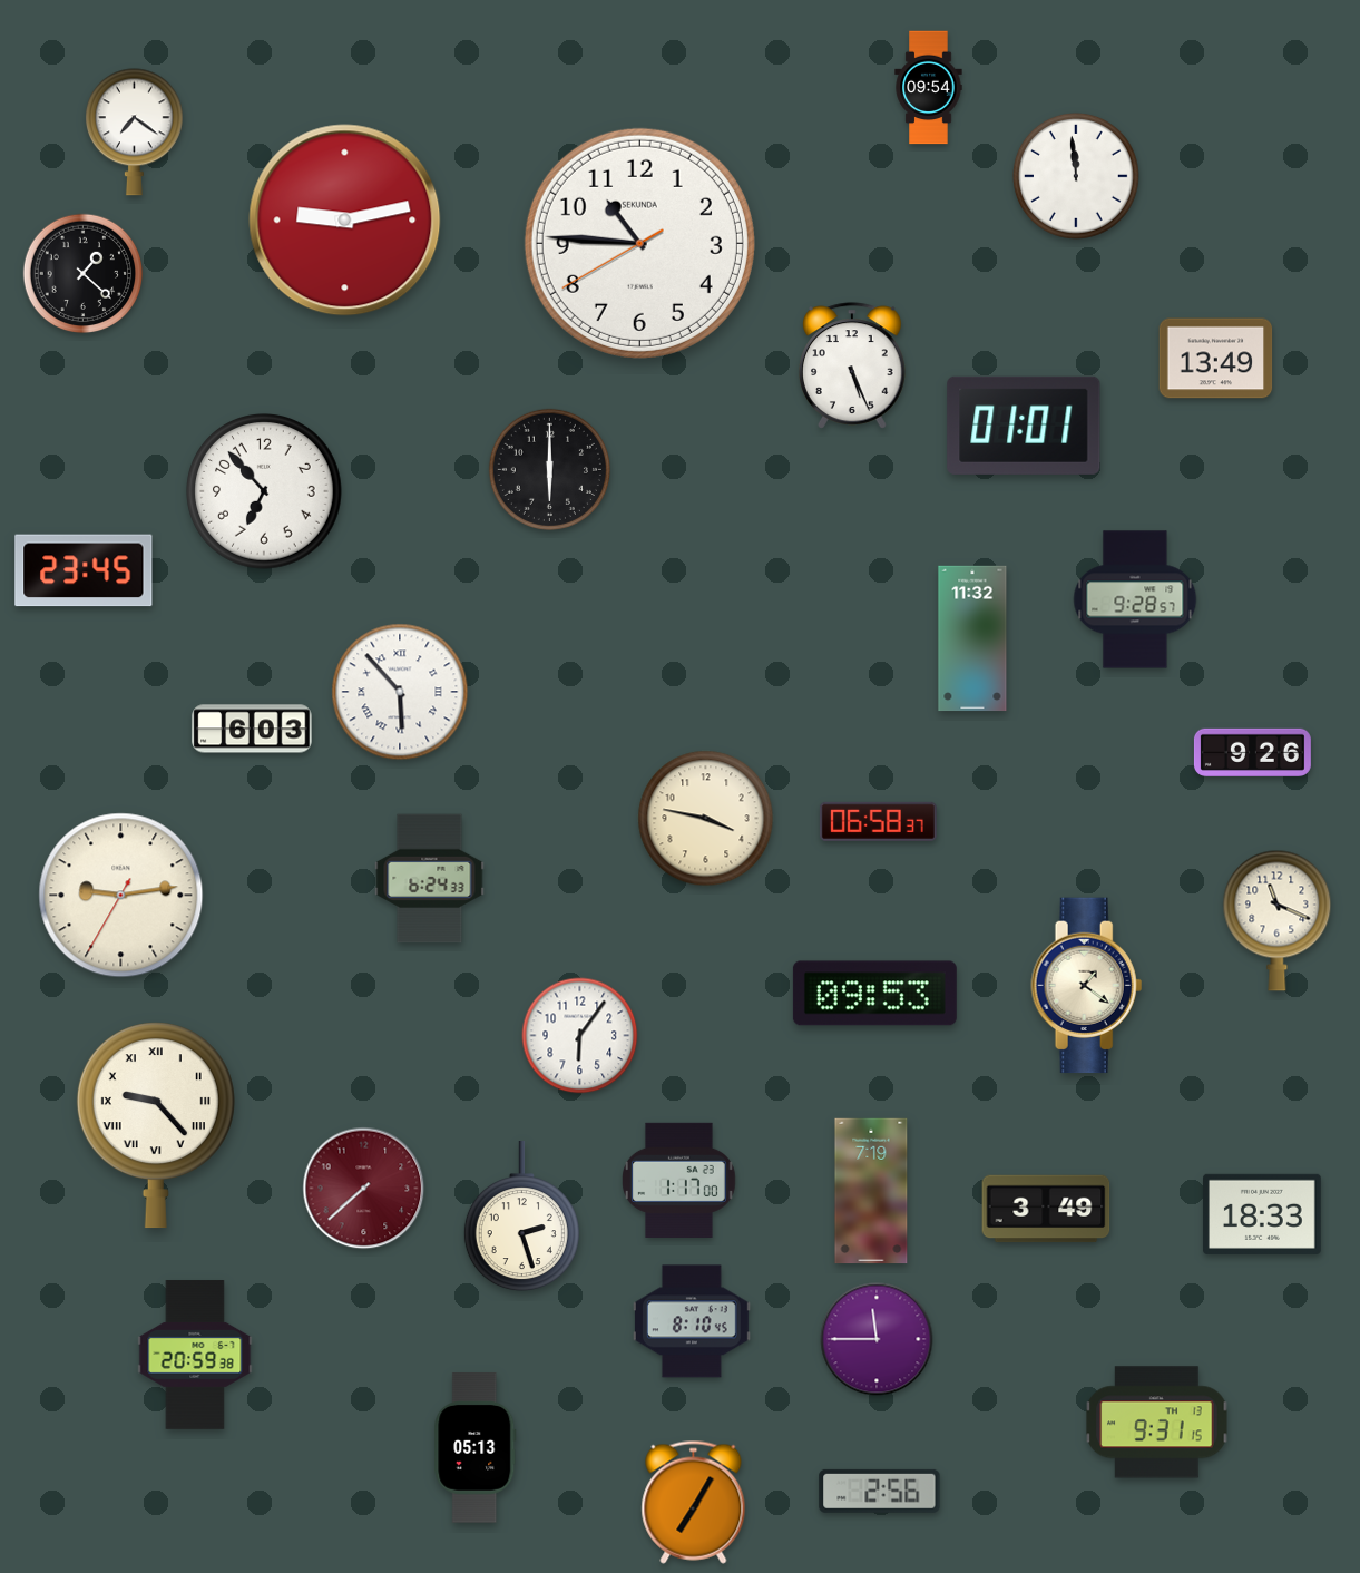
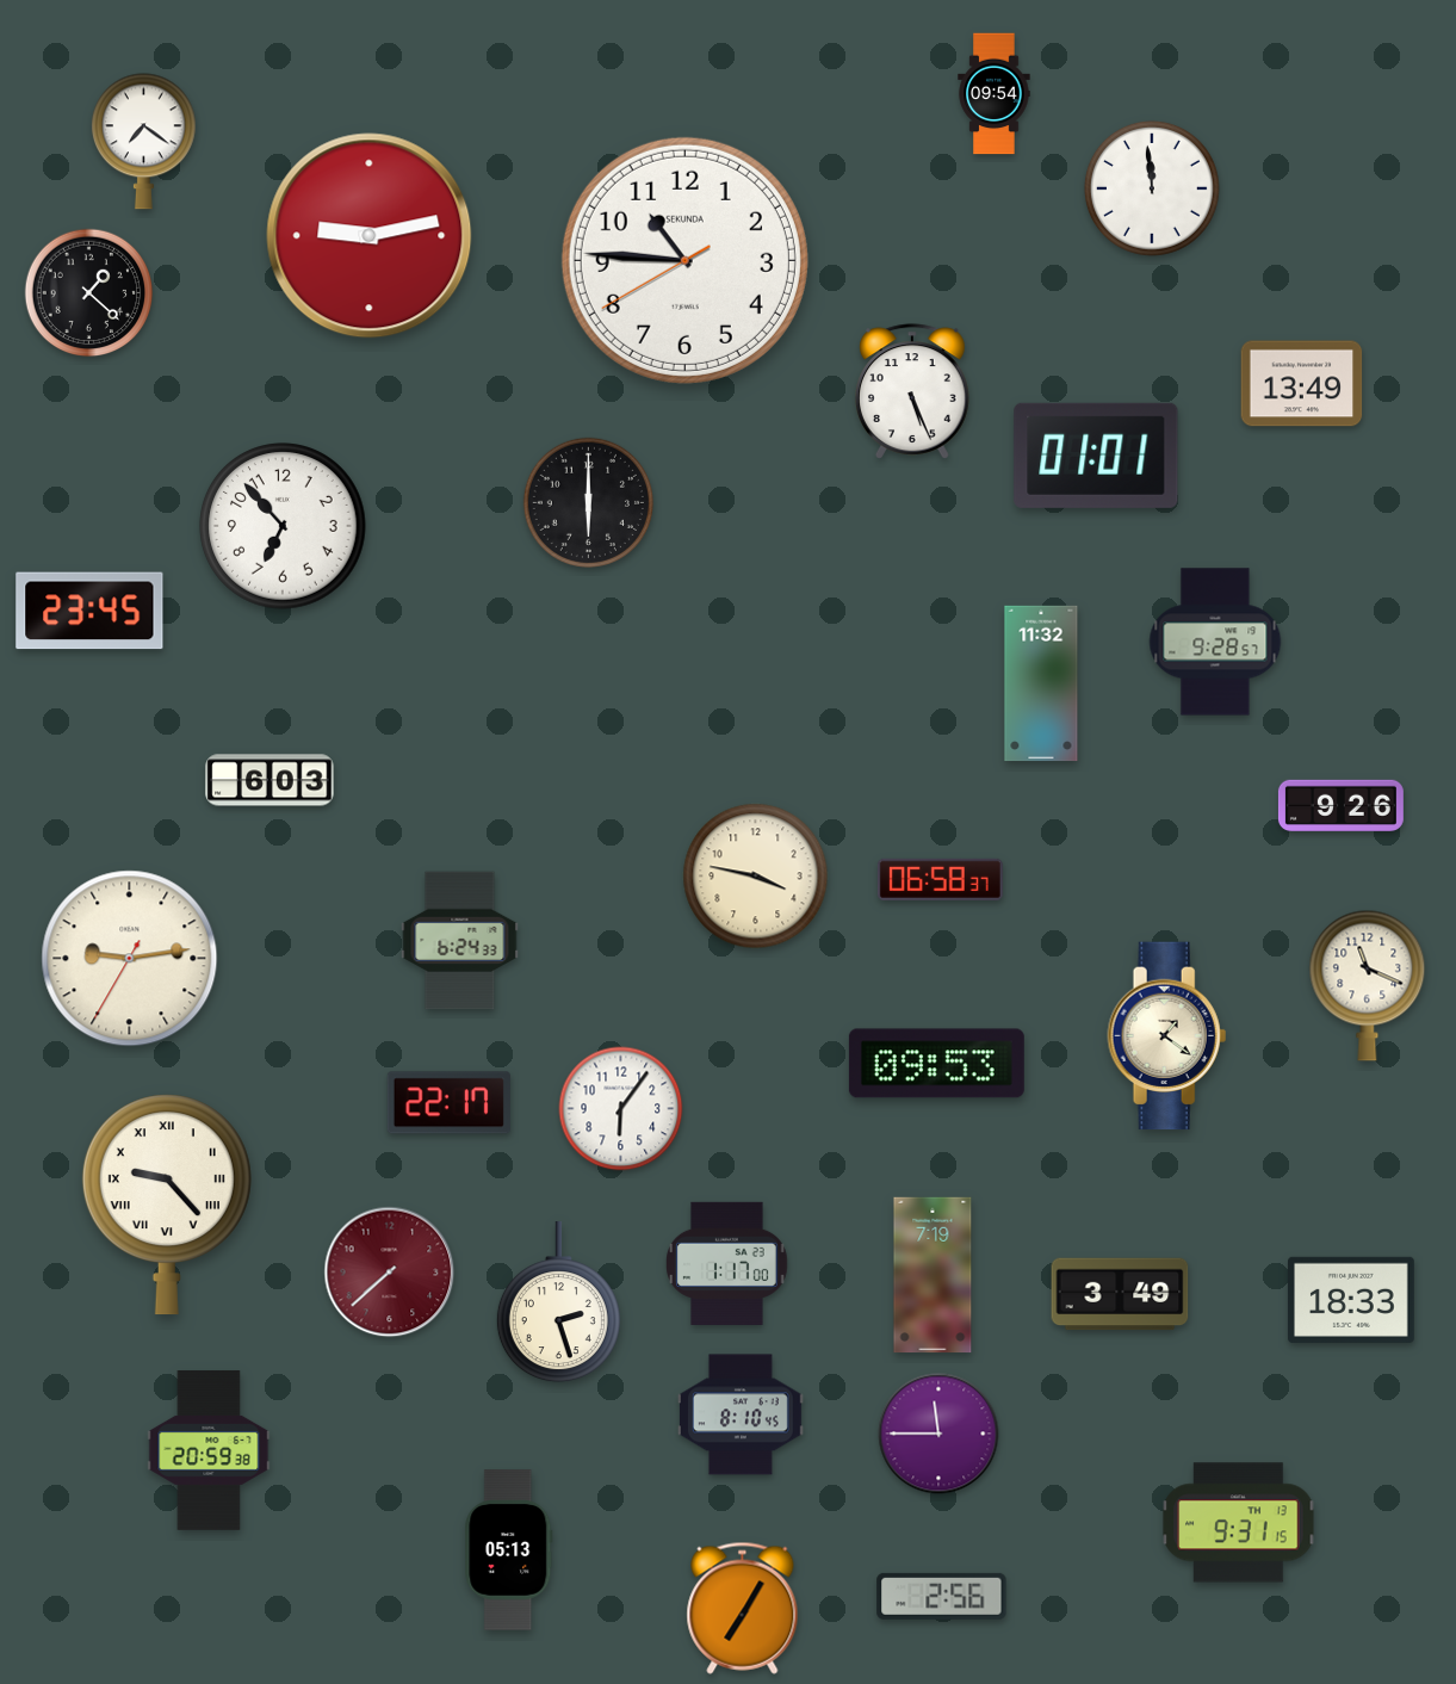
clock at (400, 692): 5:53 -> none
clock at (1087, 986) position: (1087, 986) -> (1167, 1036)
clock at (448, 1103): none -> 22:17
